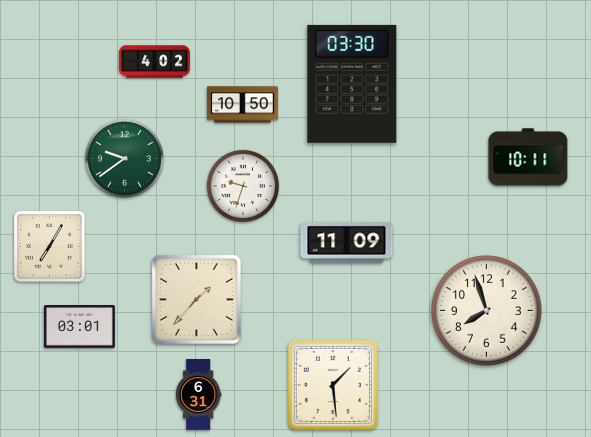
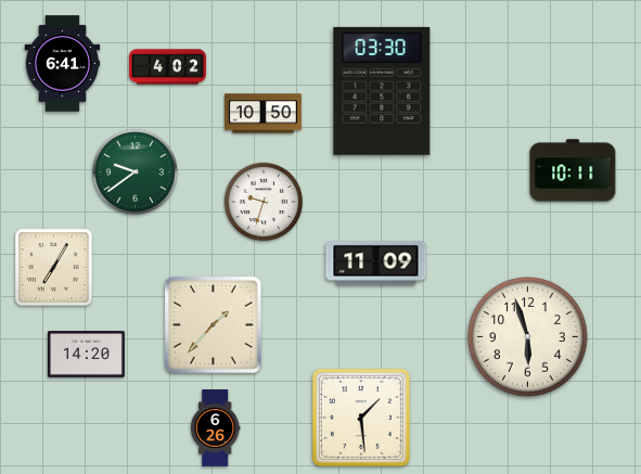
clock at (63, 64): none -> 6:41
clock at (487, 311): 7:57 -> 5:57
clock at (79, 327): 03:01 -> 14:20
clock at (198, 395): 6:31 -> 6:26
